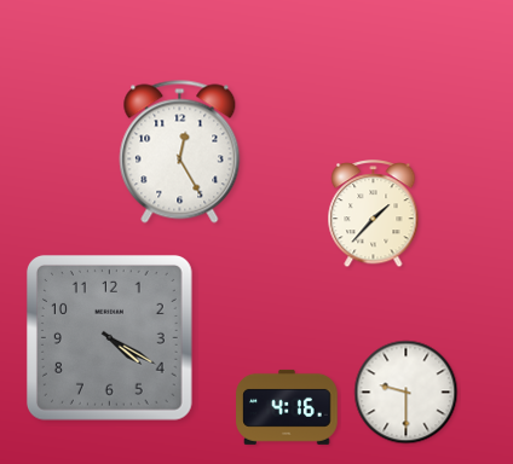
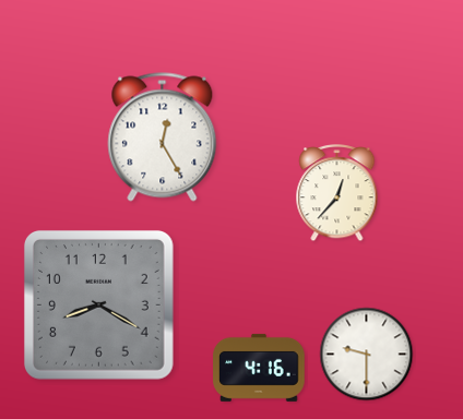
clock at (374, 215): 1:37 -> 12:37
clock at (109, 337): 4:20 -> 8:20
